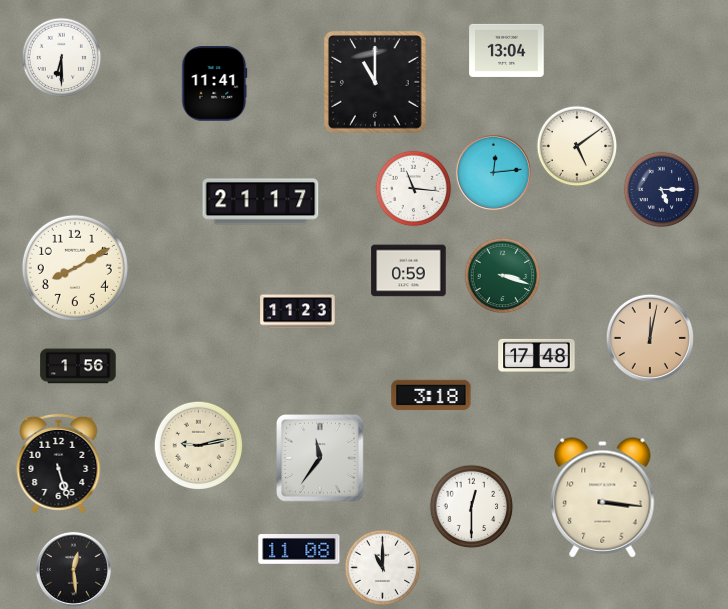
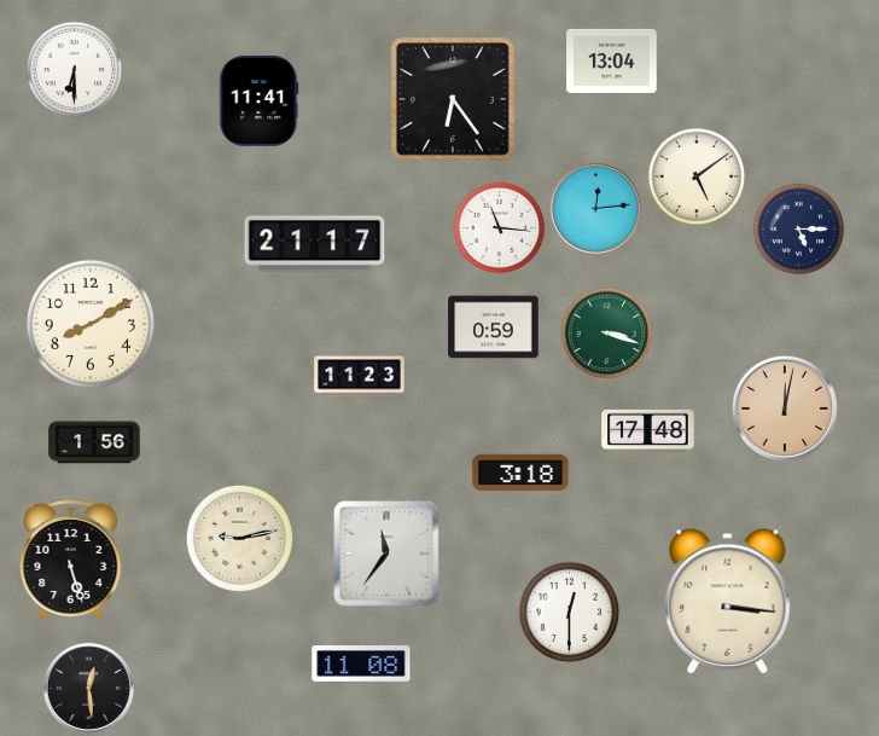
clock at (376, 83): 11:00 -> 6:24
clock at (431, 394) position: (431, 394) -> (520, 471)
clock at (383, 568): 11:00 -> none
